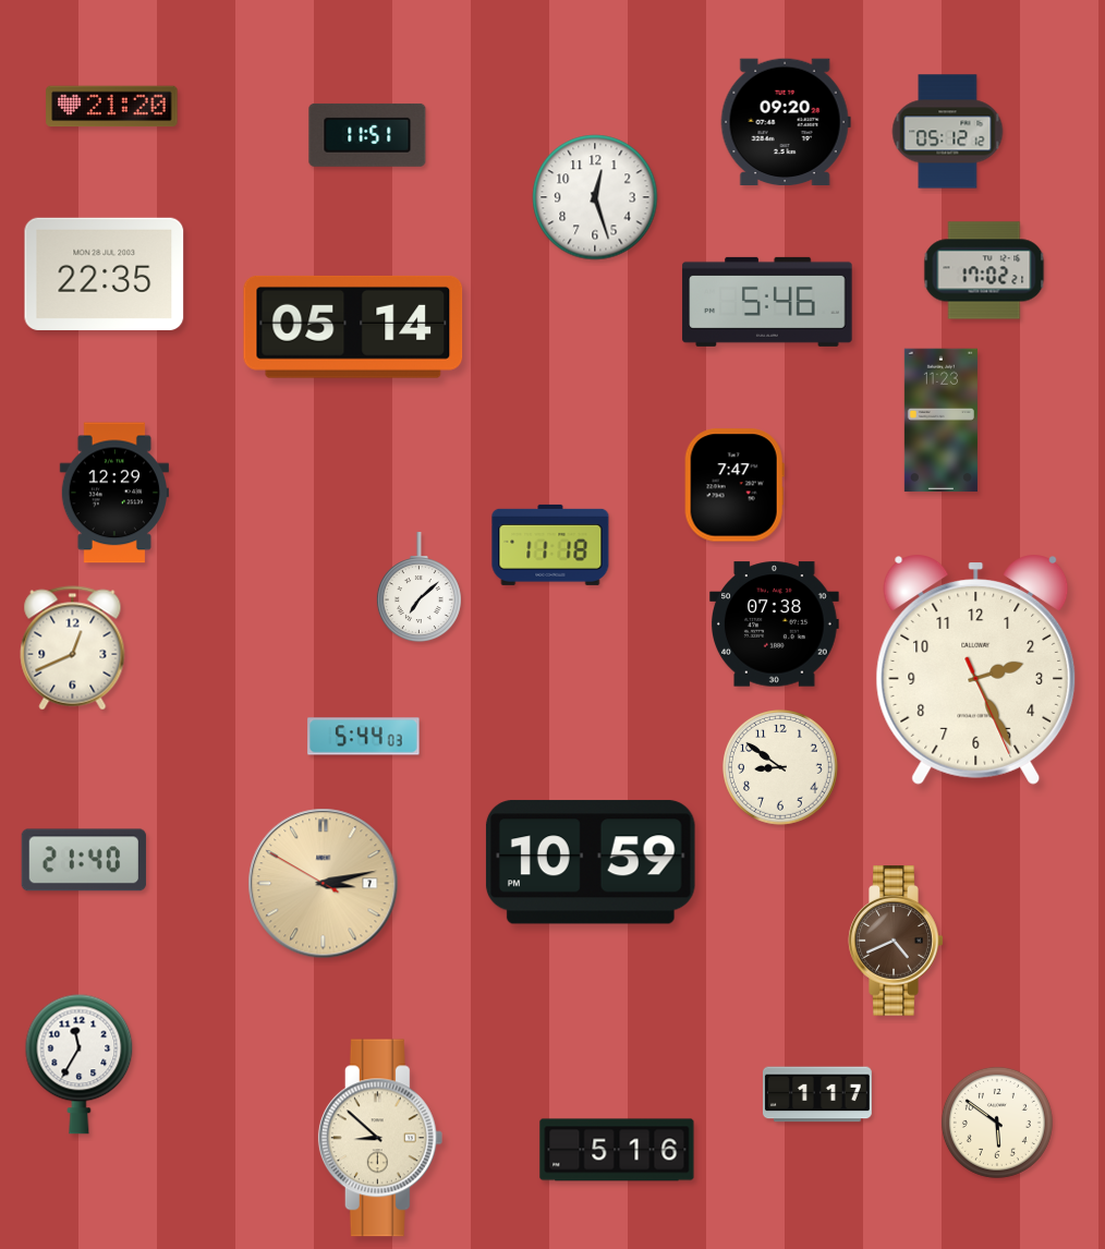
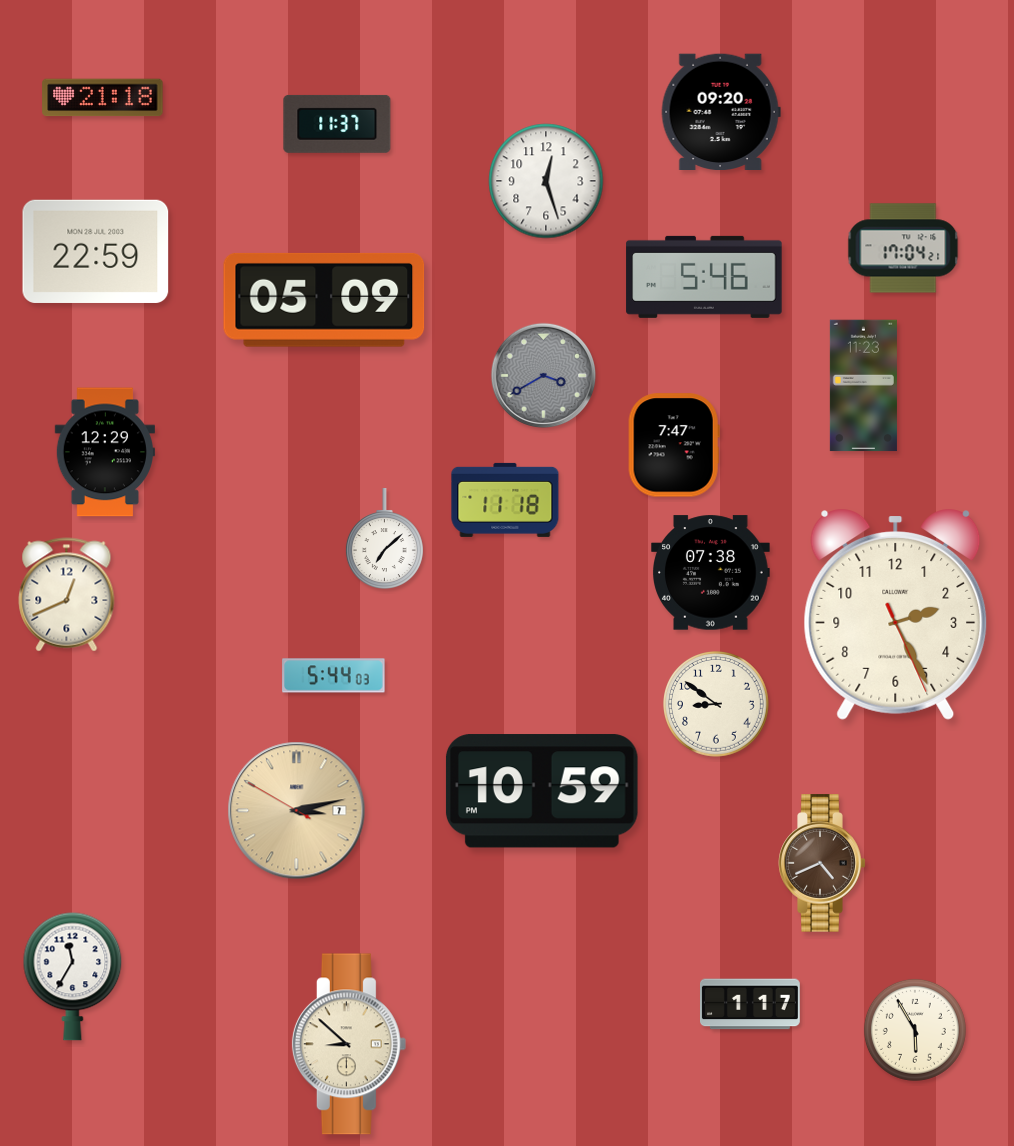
clock at (112, 107): 21:20 -> 21:18
clock at (948, 132): 05:12 -> none
clock at (367, 135): 11:51 -> 11:37
clock at (984, 270): 17:02 -> 17:04
clock at (105, 274): 22:35 -> 22:59
clock at (353, 327): 05:14 -> 05:09
clock at (543, 375): none -> 3:40
clock at (84, 860): 21:40 -> none
clock at (997, 1123): 5:51 -> 5:55
clock at (617, 1150): 5:16 -> none
